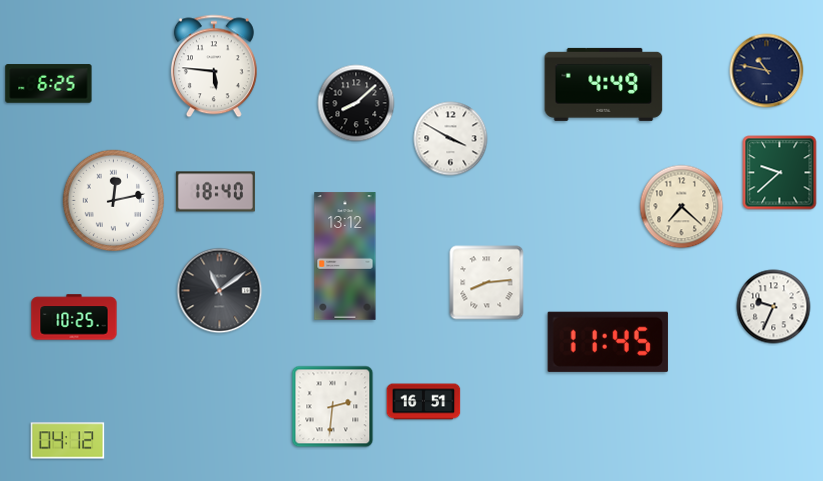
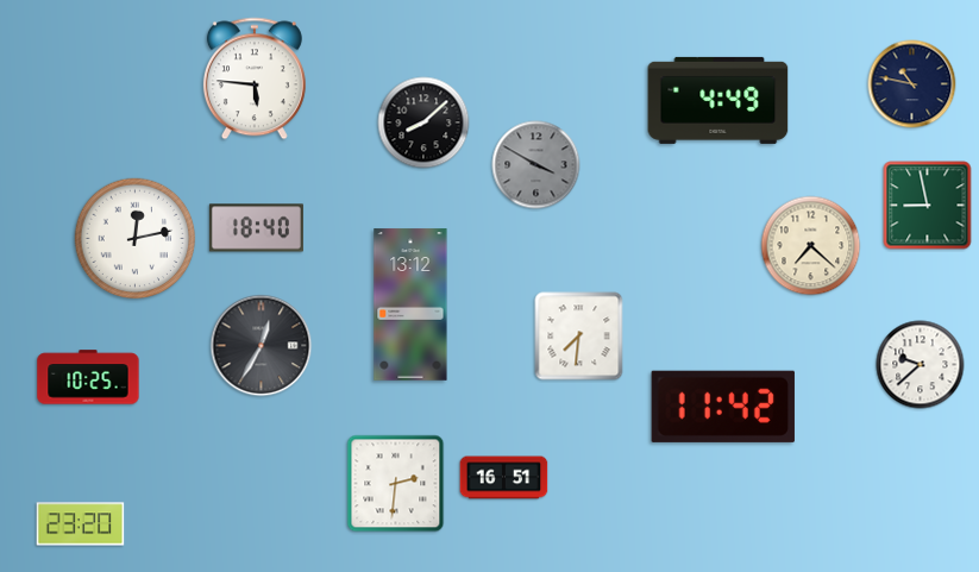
clock at (49, 84): 6:25 -> none
clock at (451, 139) dial: white -> grey
clock at (780, 173): 9:38 -> 8:58
clock at (487, 283): 8:14 -> 7:31
clock at (220, 291): 11:09 -> 12:35
clock at (774, 307): 9:34 -> 9:38
clock at (608, 342): 11:45 -> 11:42
clock at (68, 441): 04:12 -> 23:20
